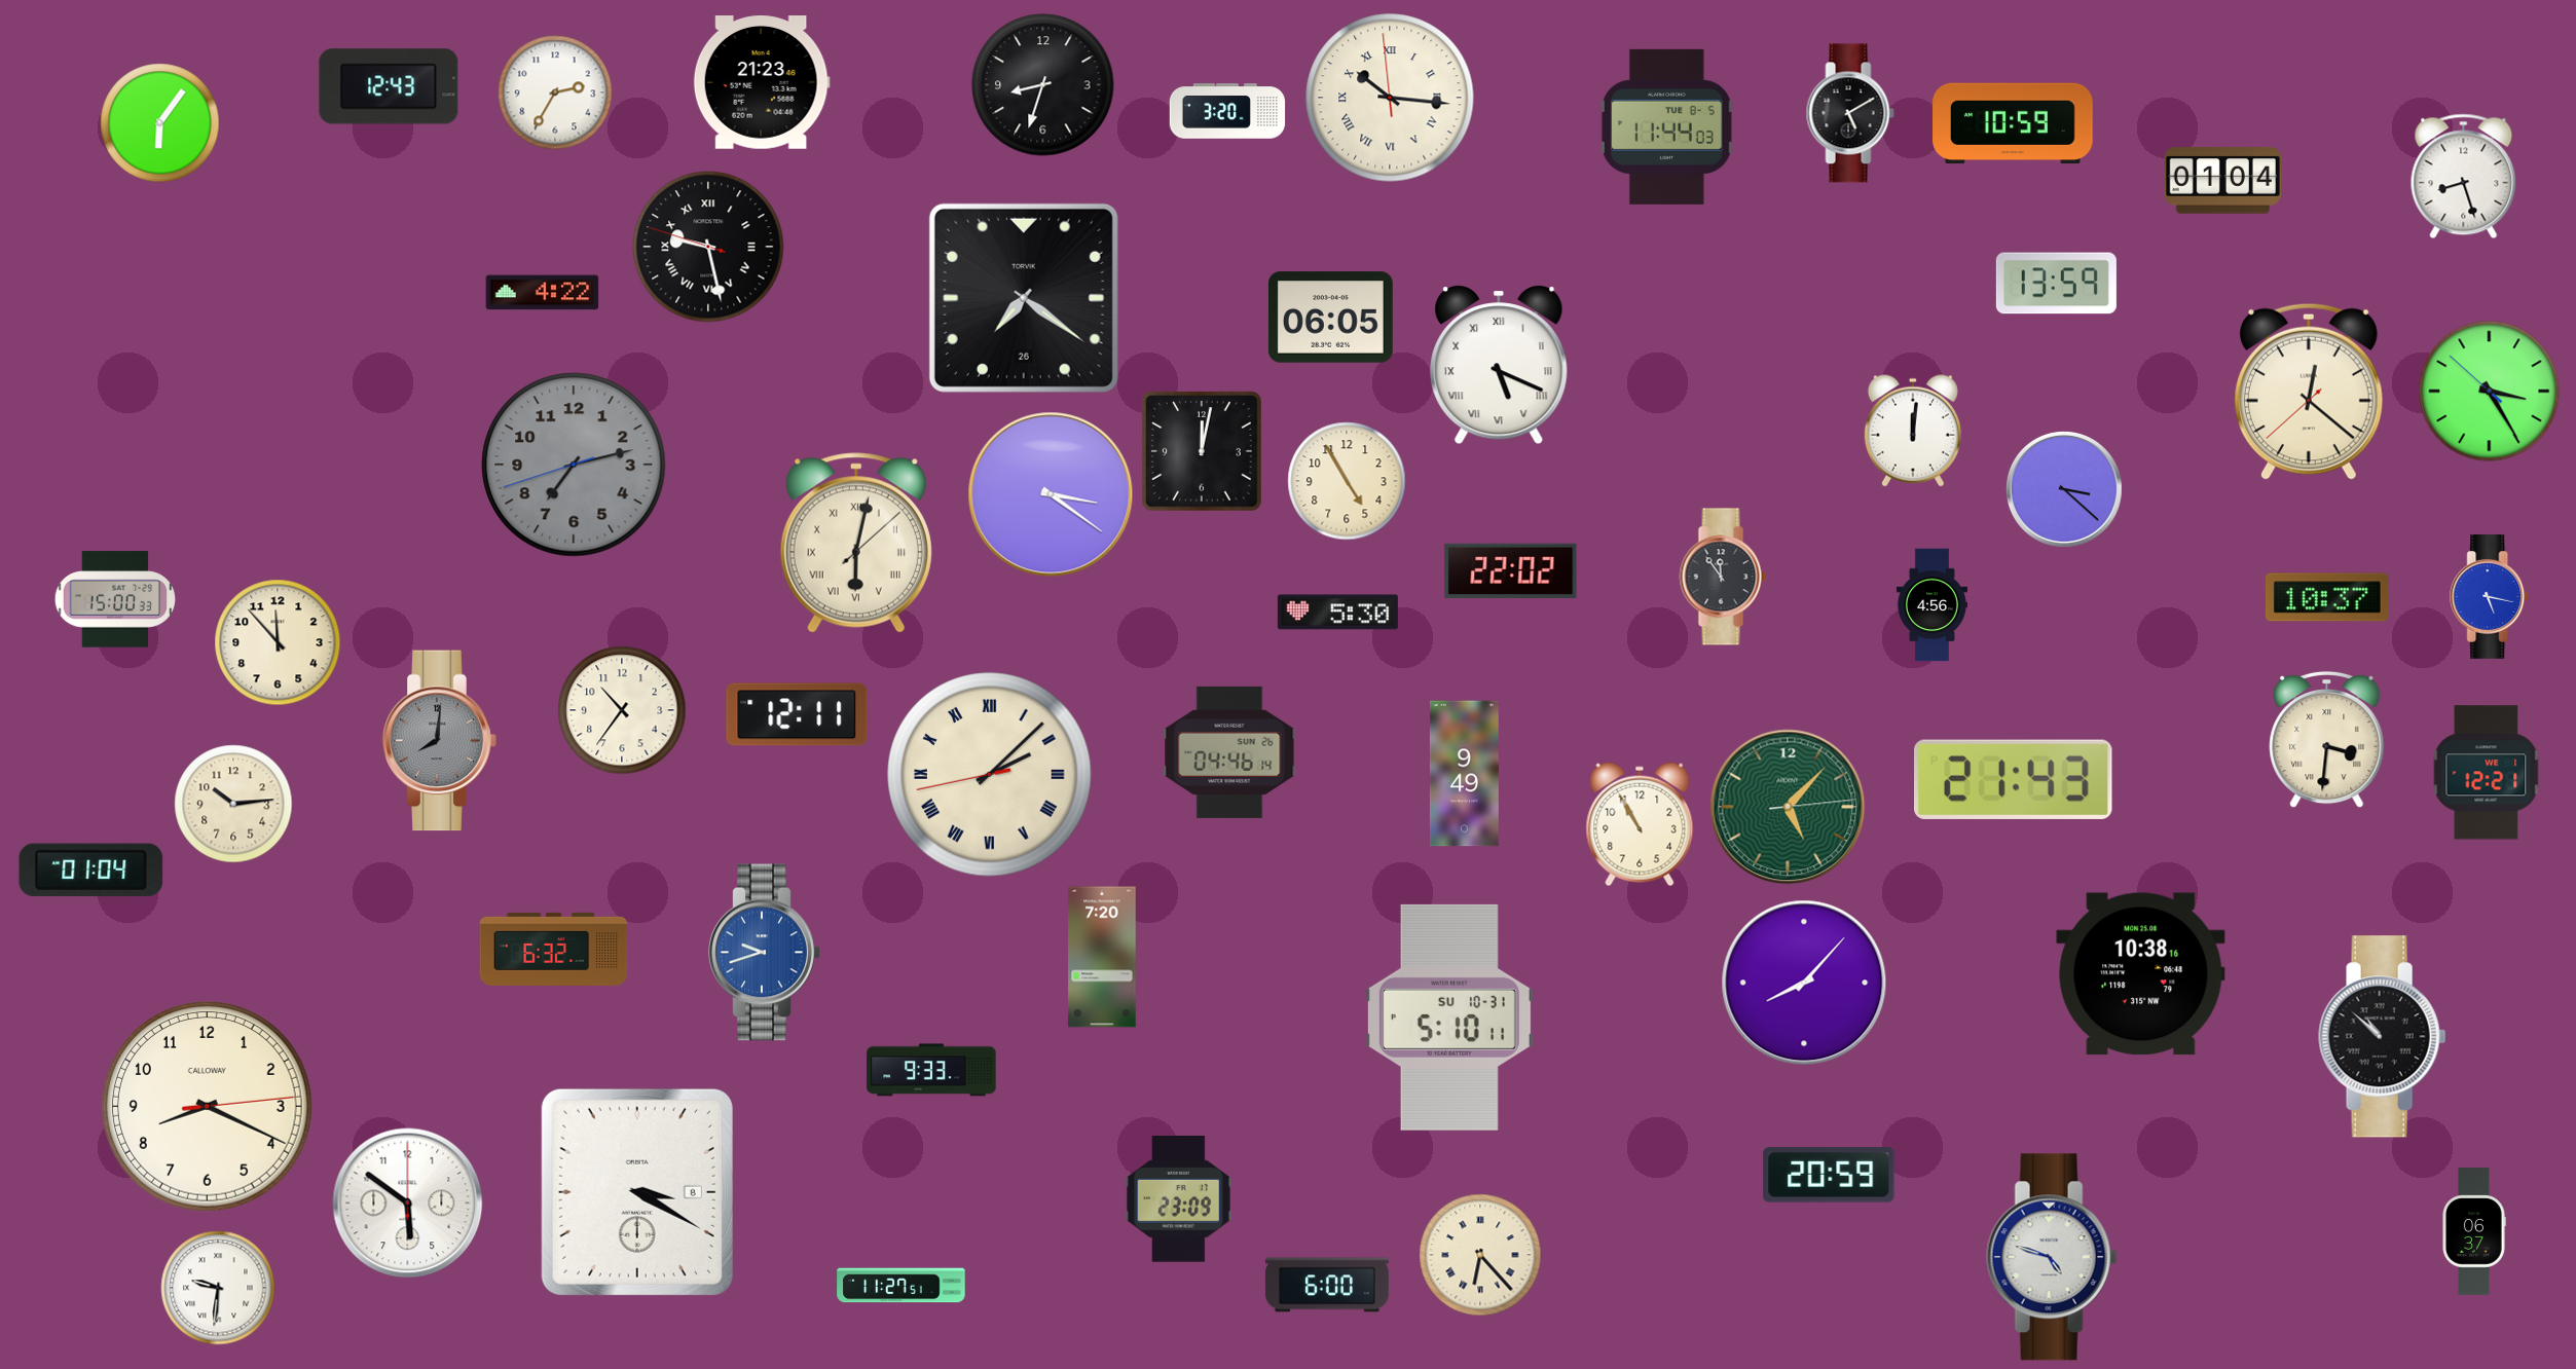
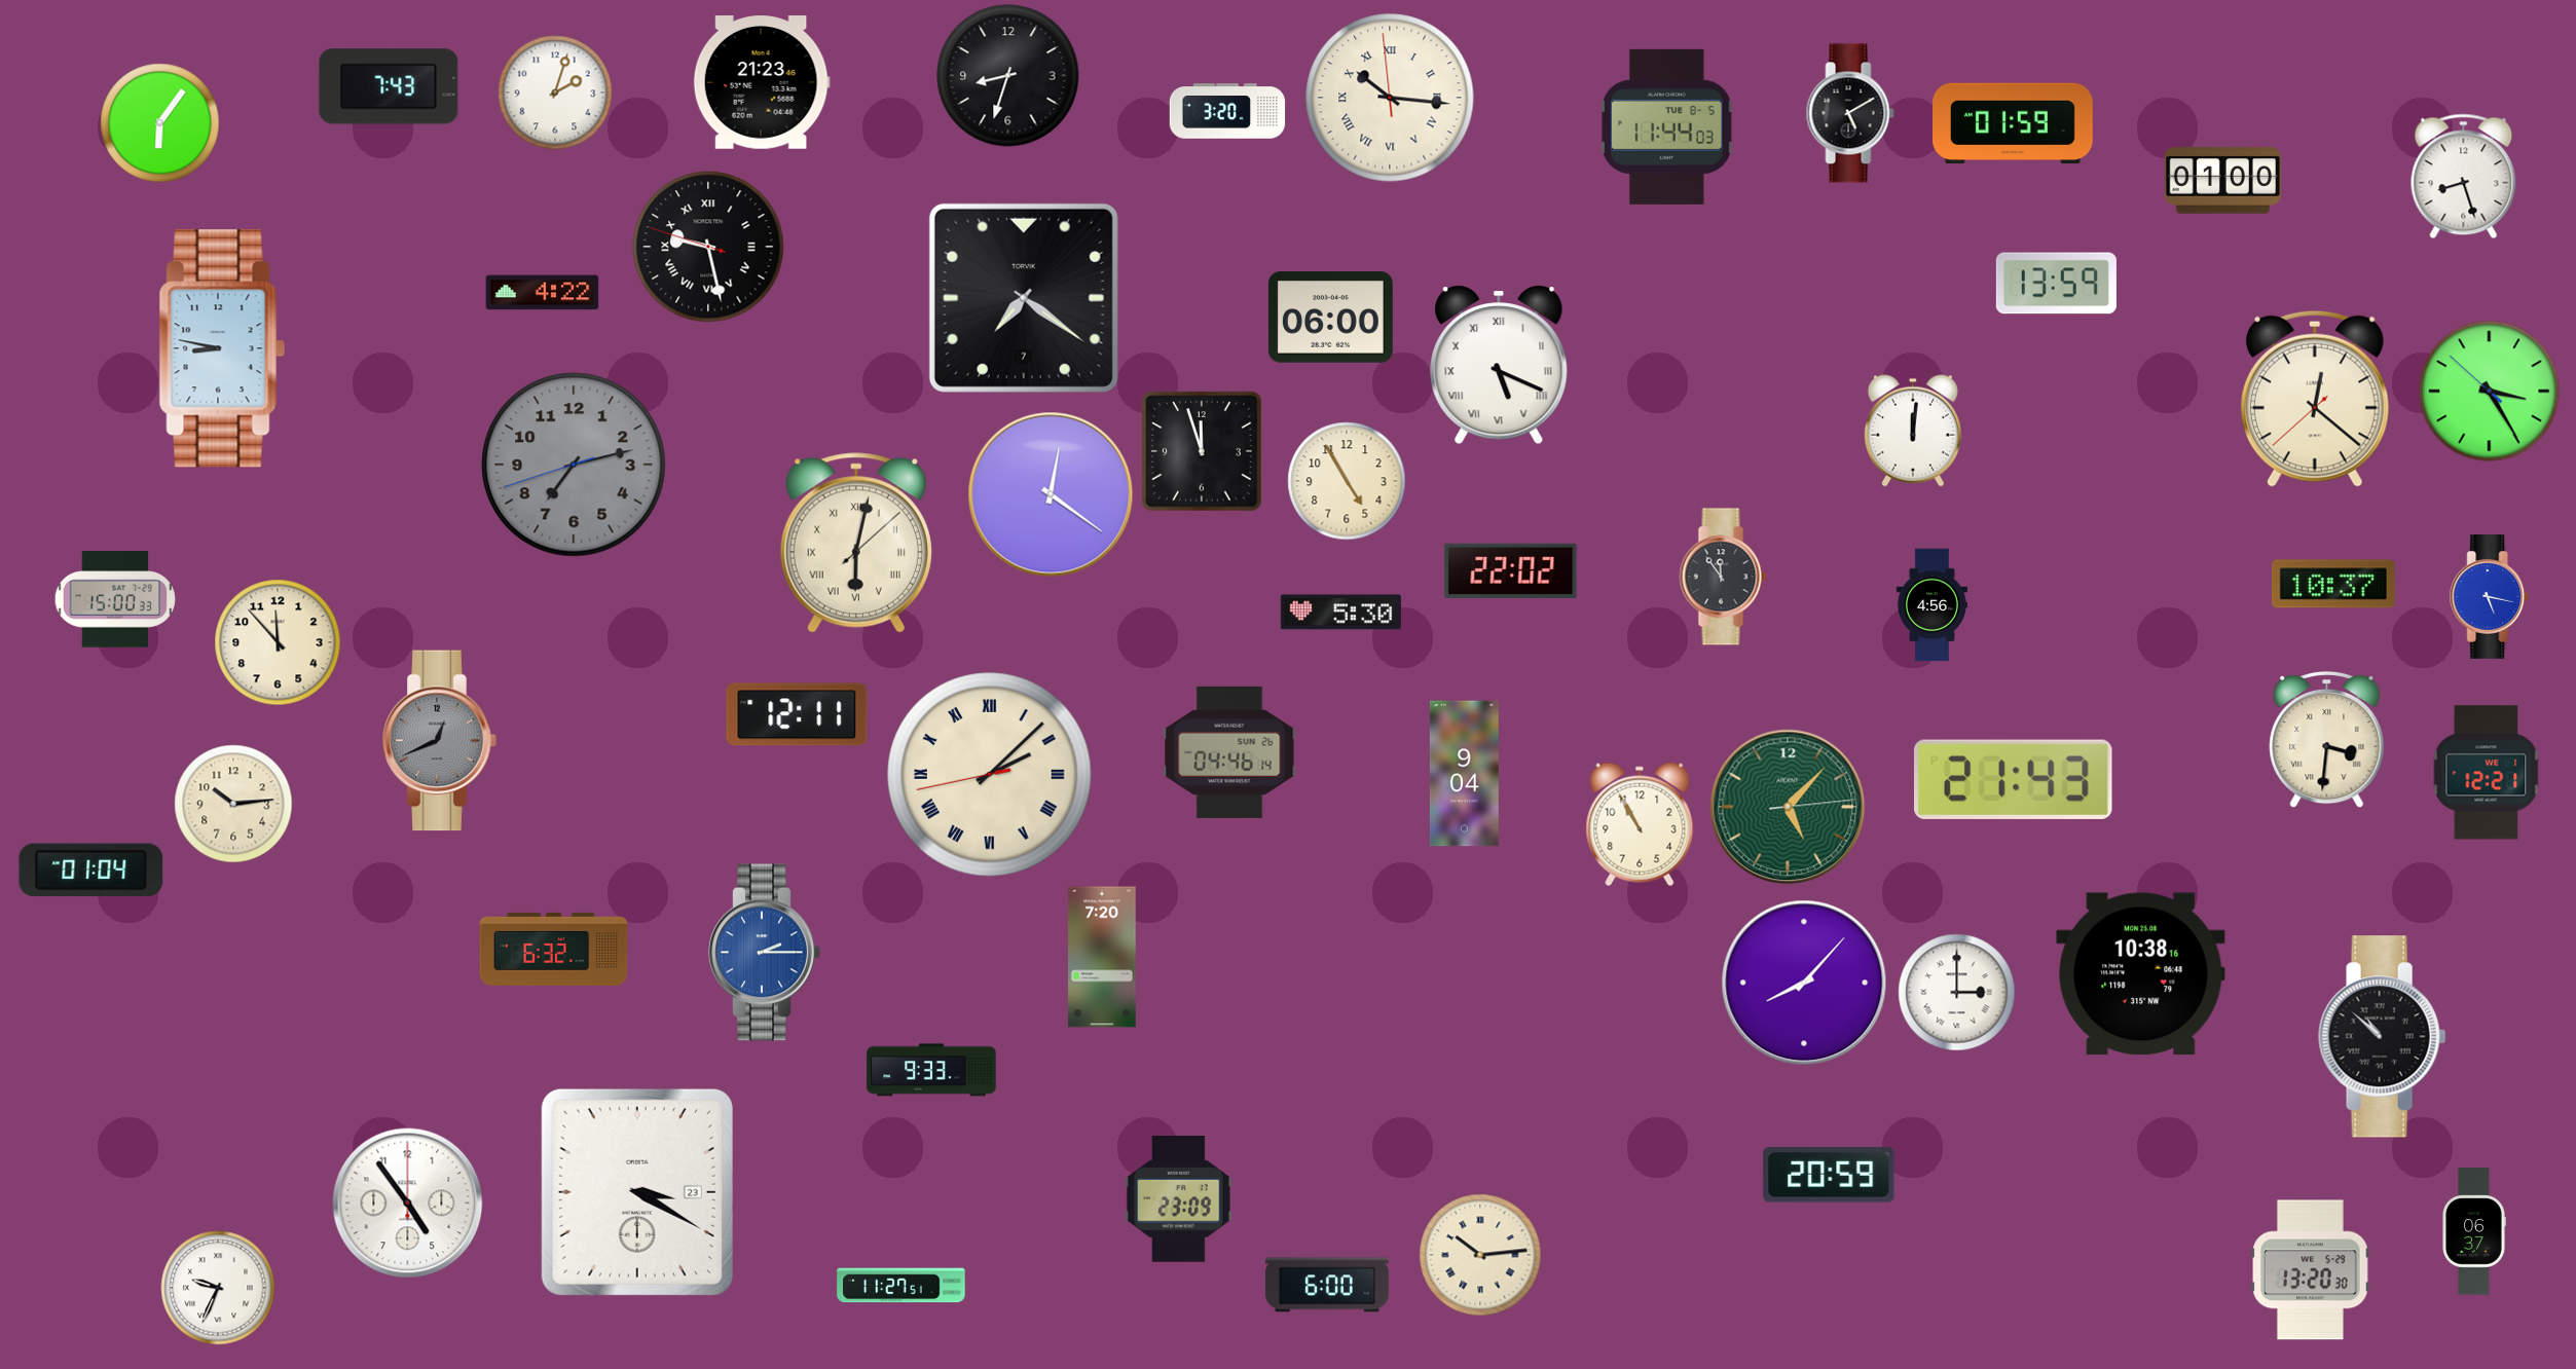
clock at (1043, 85) position: (1043, 85) -> (1008, 76)
clock at (389, 86): 12:43 -> 7:43
clock at (555, 92): 2:35 -> 2:03
clock at (2013, 123): 10:59 -> 01:59
clock at (2222, 181): 01:04 -> 01:00
clock at (1024, 298) date: 26 -> 7
clock at (1330, 318): 06:05 -> 06:00
clock at (222, 348): none -> 8:47
clock at (2309, 392) position: (2309, 392) -> (2315, 399)
clock at (1203, 452): 12:02 -> 11:57
clock at (2064, 489): 3:22 -> none
clock at (1051, 494): 3:21 -> 12:21
clock at (2327, 597) position: (2327, 597) -> (2333, 584)
clock at (1337, 613) position: (1337, 613) -> (1340, 613)
clock at (622, 710): 10:36 -> none
clock at (440, 741): 8:01 -> 12:41
clock at (1464, 774): 9:49 -> 9:04
clock at (765, 953): 9:42 -> 2:15
clock at (1957, 993): none -> 3:00
clock at (1449, 1017): 5:10 -> none
clock at (208, 1107): 8:19 -> none
clock at (637, 1192) date: 8 -> 23
clock at (408, 1204): 5:51 -> 4:54
clock at (1480, 1255): 6:23 -> 10:14
clock at (2052, 1257): 4:48 -> none
clock at (2311, 1270): none -> 13:20
clock at (218, 1288): 9:31 -> 9:34
